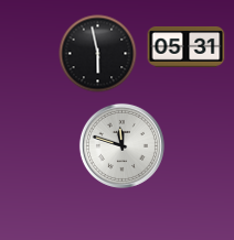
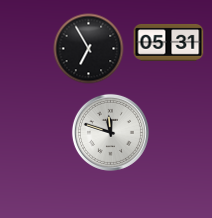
clock at (98, 54): 5:58 -> 6:55
